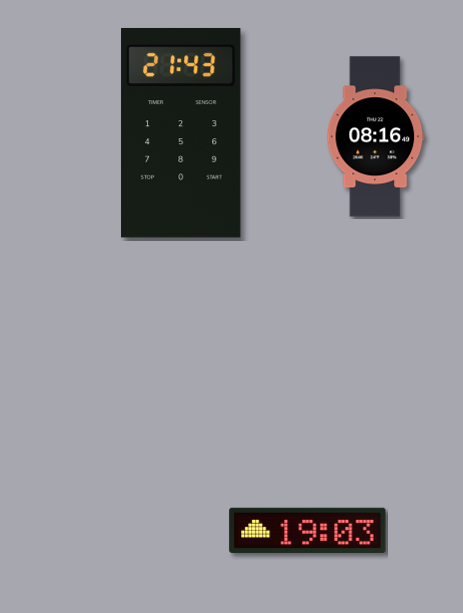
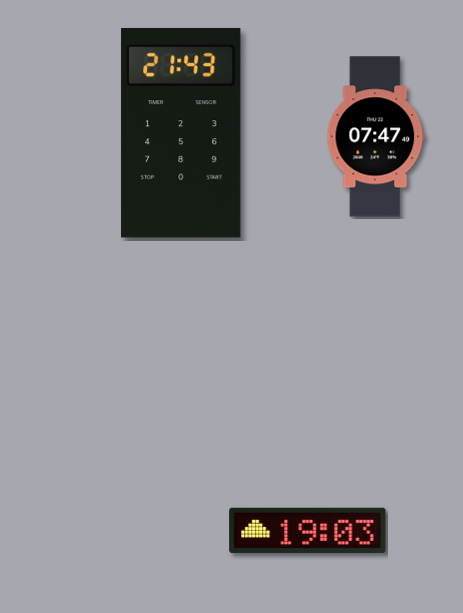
clock at (376, 137): 08:16 -> 07:47
